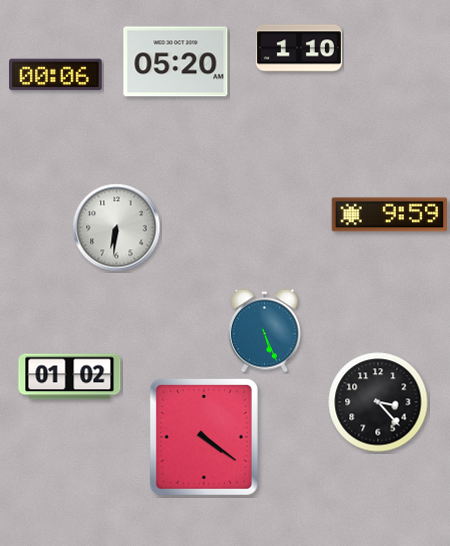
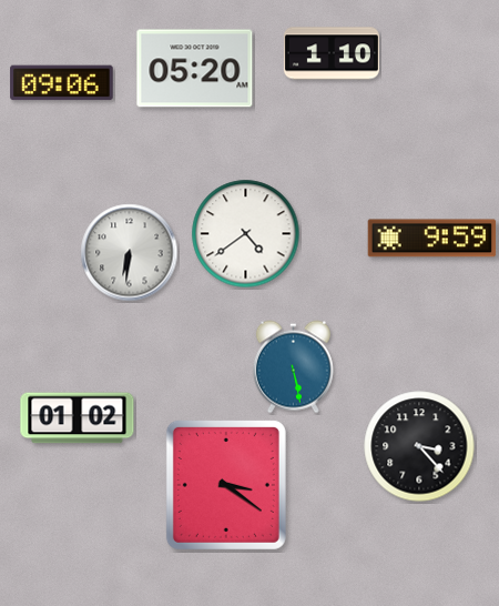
clock at (56, 75): 00:06 -> 09:06
clock at (246, 234): none -> 4:39
clock at (264, 331): 5:26 -> 5:28
clock at (204, 437): 4:21 -> 3:21
